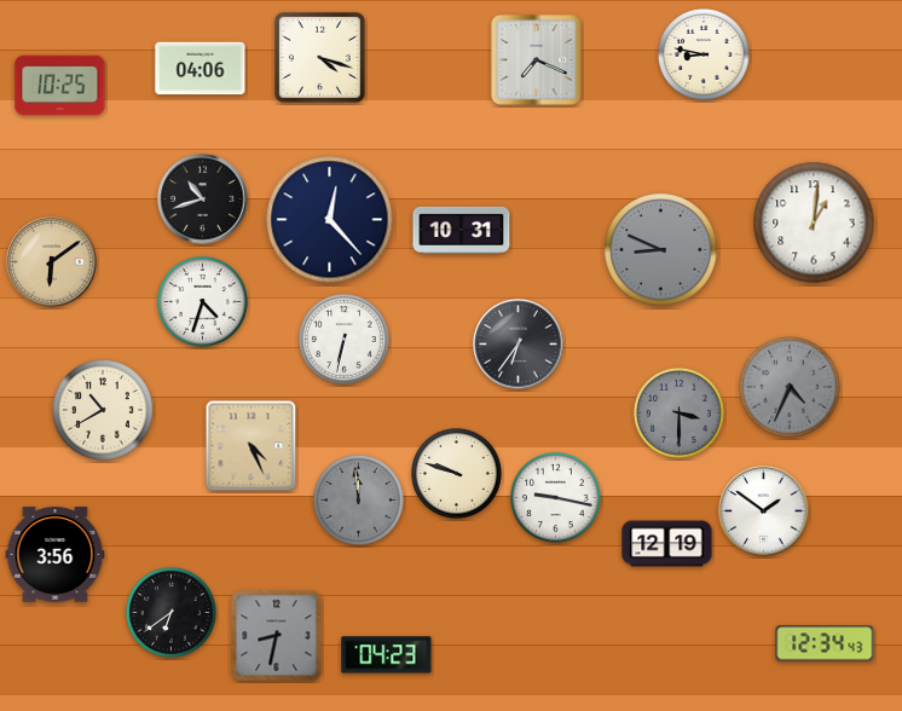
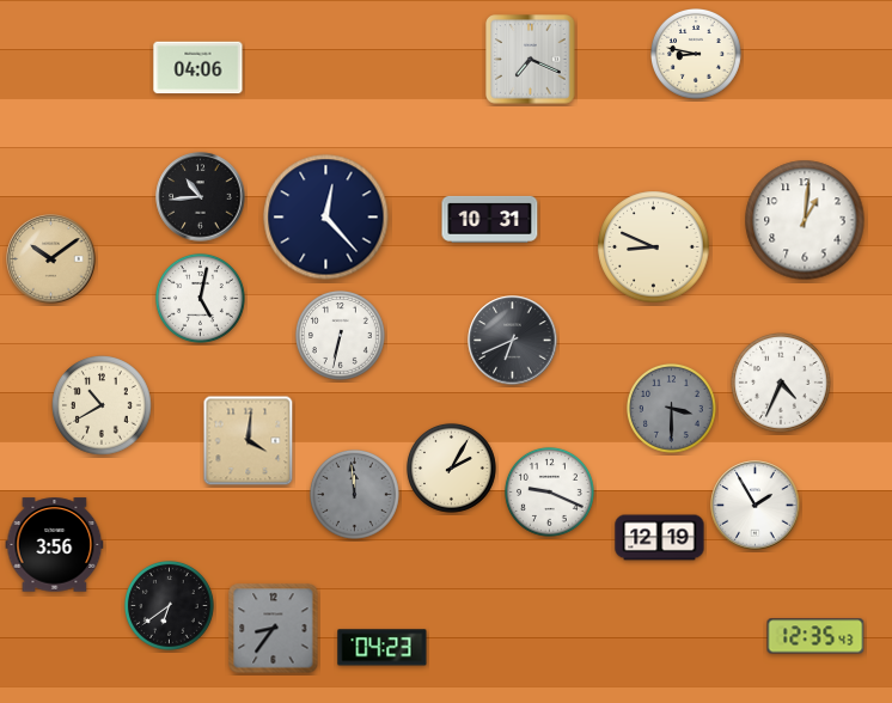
clock at (319, 57): 4:18 -> none
clock at (60, 86): 10:25 -> none
clock at (203, 200): 10:42 -> 10:44
clock at (462, 230) position: (462, 230) -> (490, 219)
clock at (661, 250) dial: grey -> cream
clock at (52, 262): 6:09 -> 10:09
clock at (202, 301): 4:33 -> 5:02
clock at (519, 345): 6:36 -> 6:41
clock at (790, 387) dial: grey -> white
clock at (251, 446): 4:26 -> 4:01
clock at (456, 473): 9:48 -> 2:05
clock at (555, 497): 9:17 -> 9:19
clock at (764, 511): 1:51 -> 1:55
clock at (56, 555) position: (56, 555) -> (55, 545)
clock at (277, 636): 8:32 -> 8:36
clock at (825, 643): 12:34 -> 12:35
